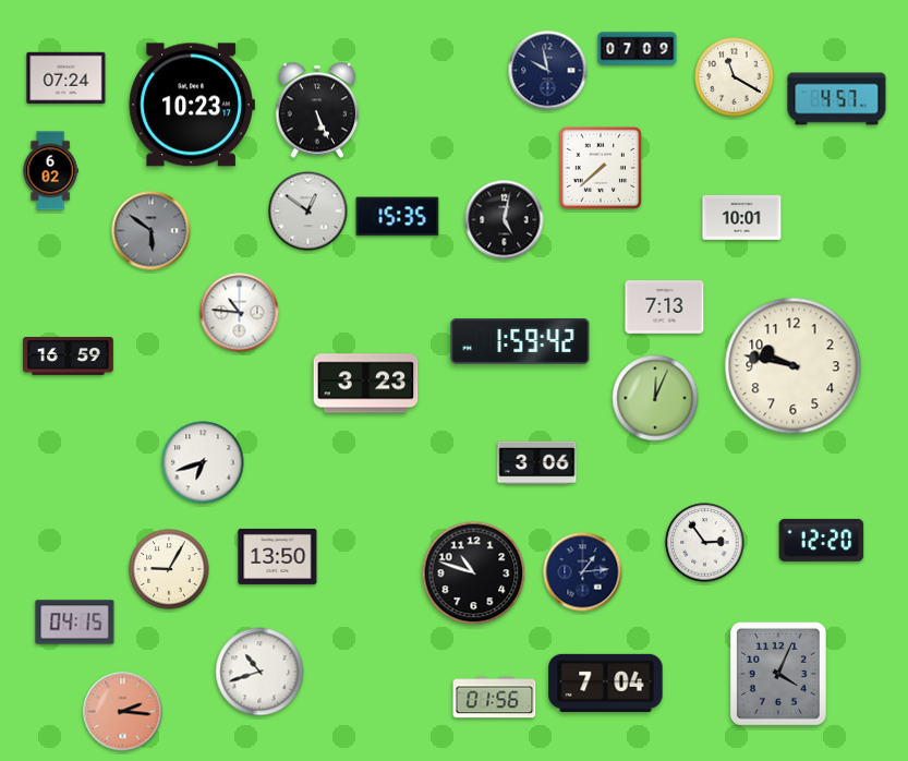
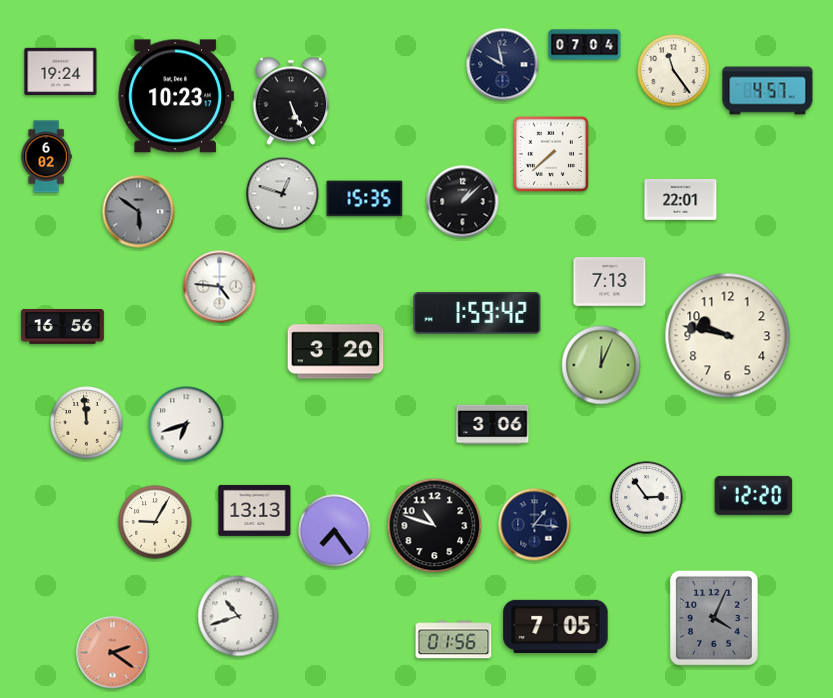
clock at (638, 49): 07:09 -> 07:04
clock at (66, 77): 07:24 -> 19:24
clock at (735, 77): 11:20 -> 11:24
clock at (308, 212): 12:51 -> 12:48
clock at (742, 218): 10:01 -> 22:01
clock at (505, 220): 5:02 -> 1:08
clock at (240, 313): 10:46 -> 4:46
clock at (68, 357): 16:59 -> 16:56
clock at (366, 384): 3:23 -> 3:20
clock at (87, 423): none -> 11:59
clock at (278, 556): 13:50 -> 13:13
clock at (583, 572): 1:14 -> 1:16
clock at (335, 531): none -> 7:24
clock at (75, 623): 04:15 -> none
clock at (606, 683): 7:04 -> 7:05
clock at (123, 712): 2:16 -> 2:21
